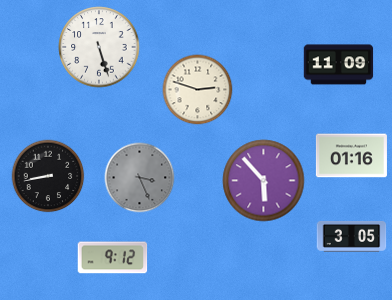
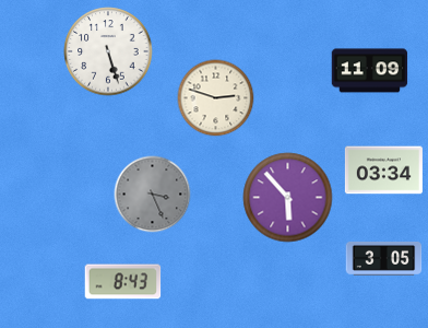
clock at (351, 156): 01:16 -> 03:34
clock at (48, 176): 8:43 -> none
clock at (113, 258): 9:12 -> 8:43
